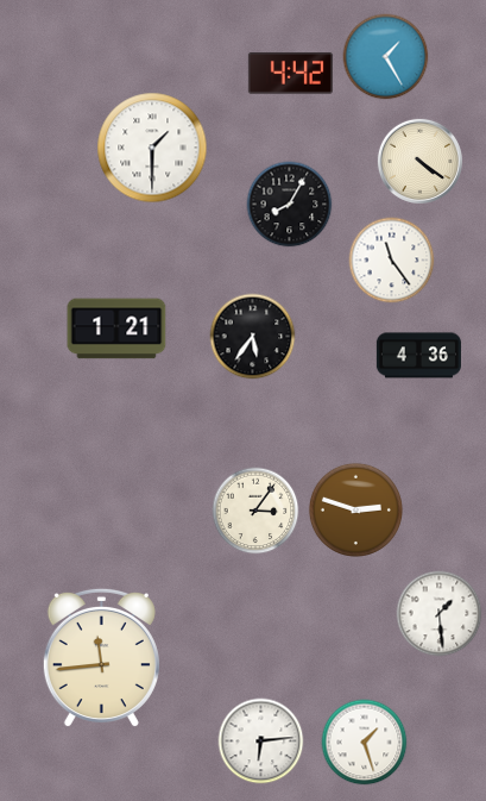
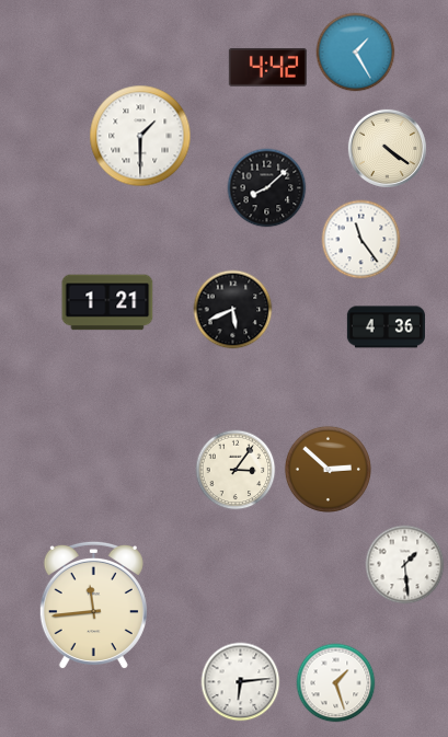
clock at (290, 205): 8:05 -> 8:08
clock at (253, 337): 5:36 -> 5:41
clock at (355, 509): 2:48 -> 2:52
